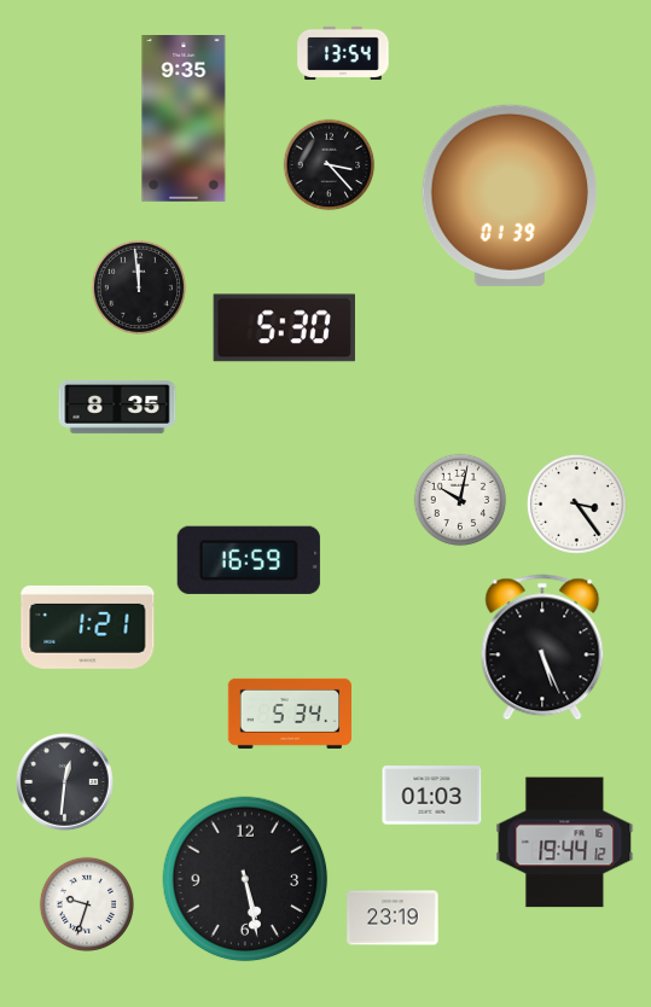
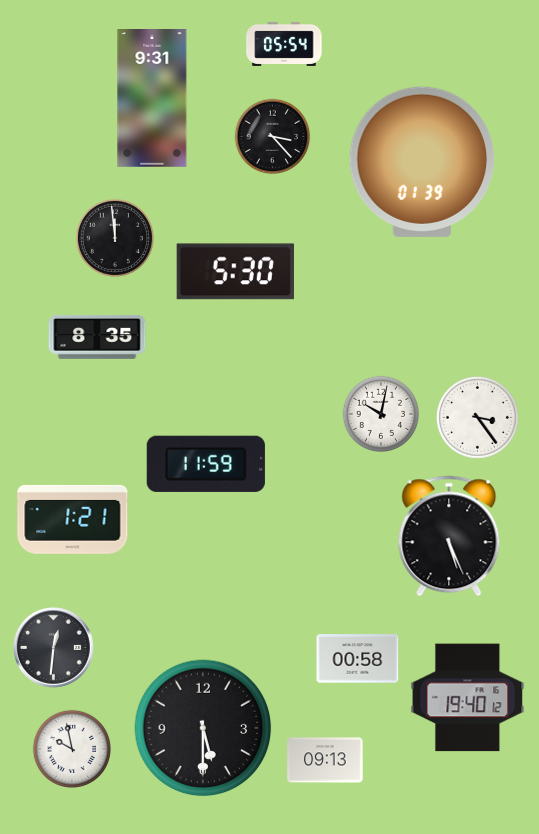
clock at (343, 53): 13:54 -> 05:54
clock at (184, 120): 9:35 -> 9:31
clock at (249, 560): 16:59 -> 11:59
clock at (289, 714): 5:34 -> none
clock at (432, 796): 01:03 -> 00:58
clock at (565, 843): 19:44 -> 19:40
clock at (245, 879): 5:28 -> 5:30
clock at (87, 904): 9:33 -> 9:58
clock at (393, 918): 23:19 -> 09:13
